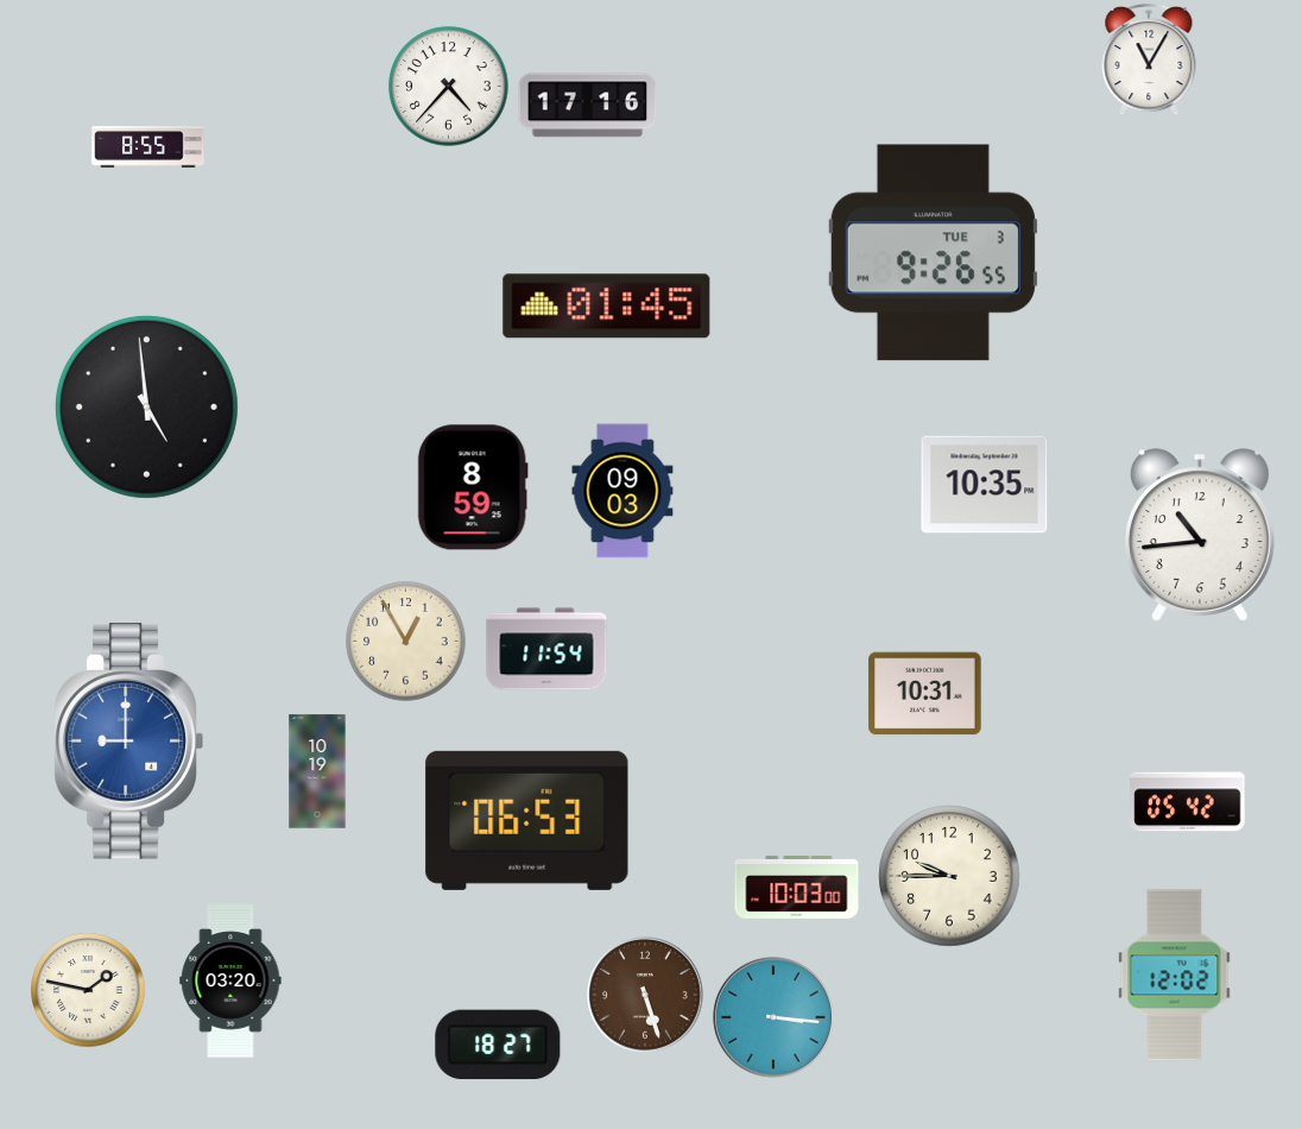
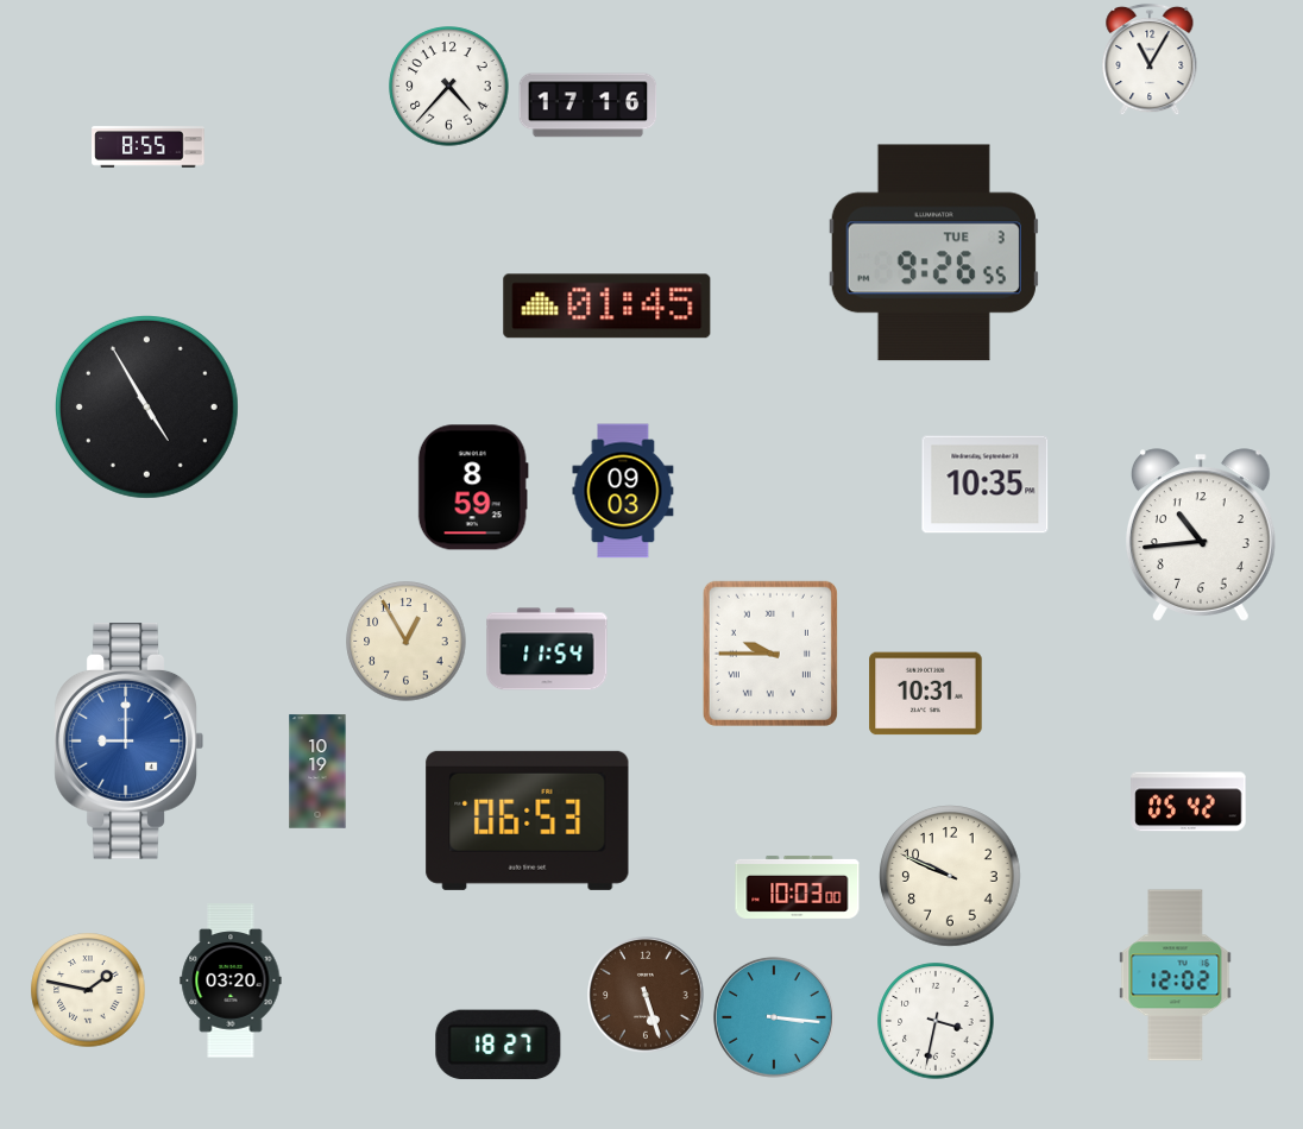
clock at (146, 406): 4:59 -> 4:55
clock at (770, 654): none -> 9:45
clock at (949, 876): 9:45 -> 9:49
clock at (936, 1021): none -> 3:32
